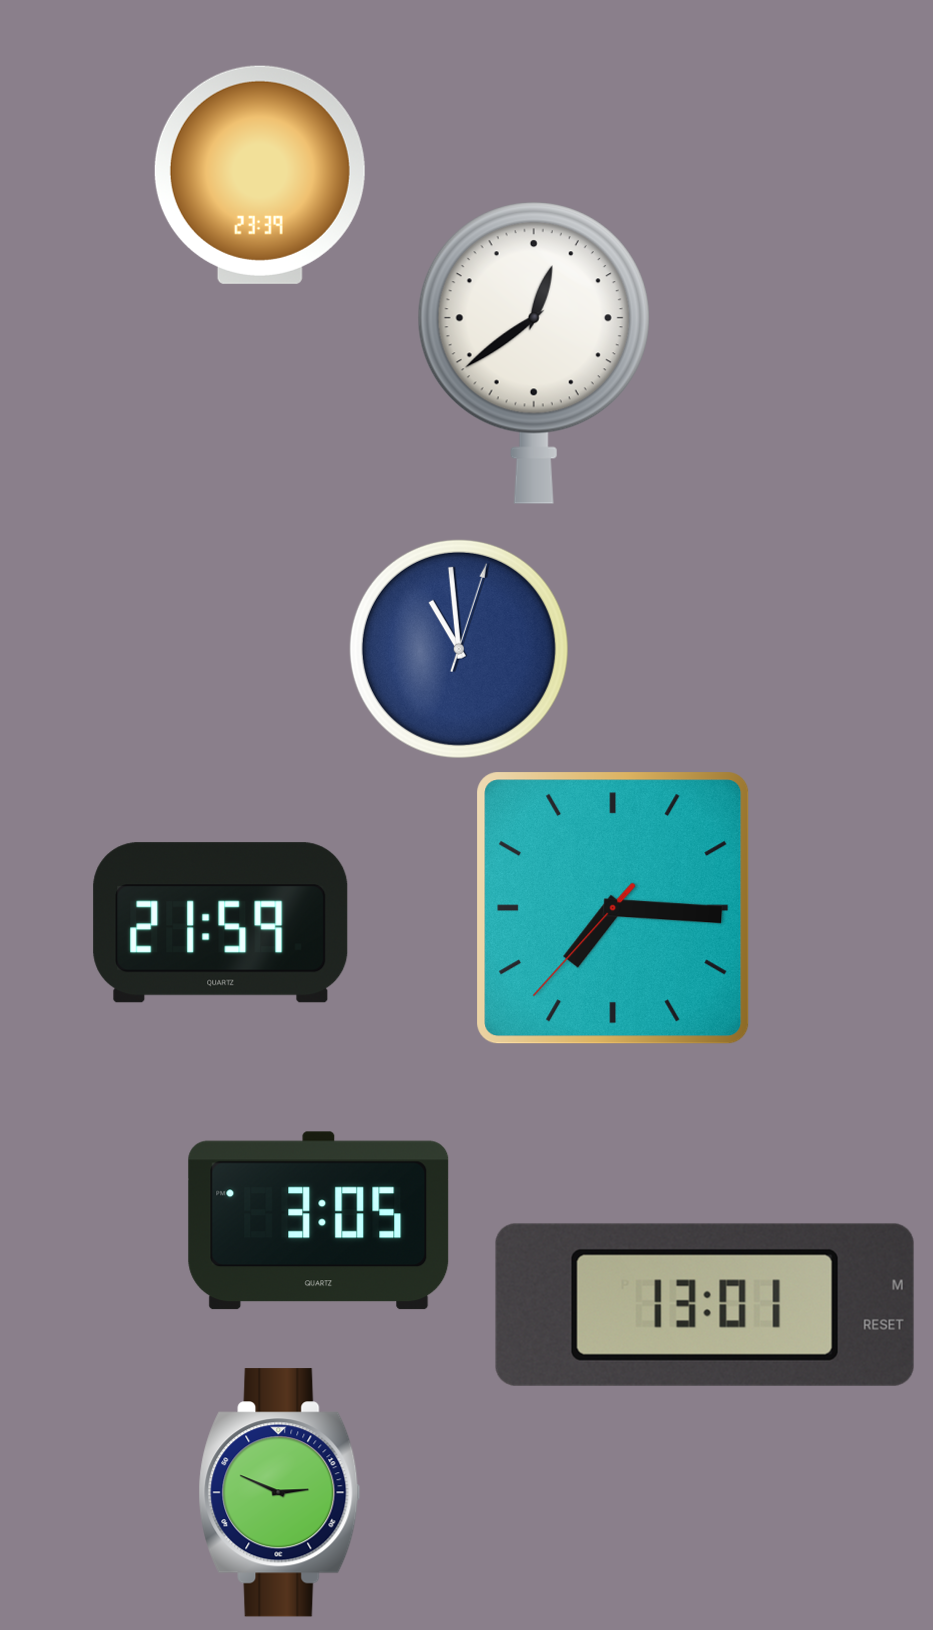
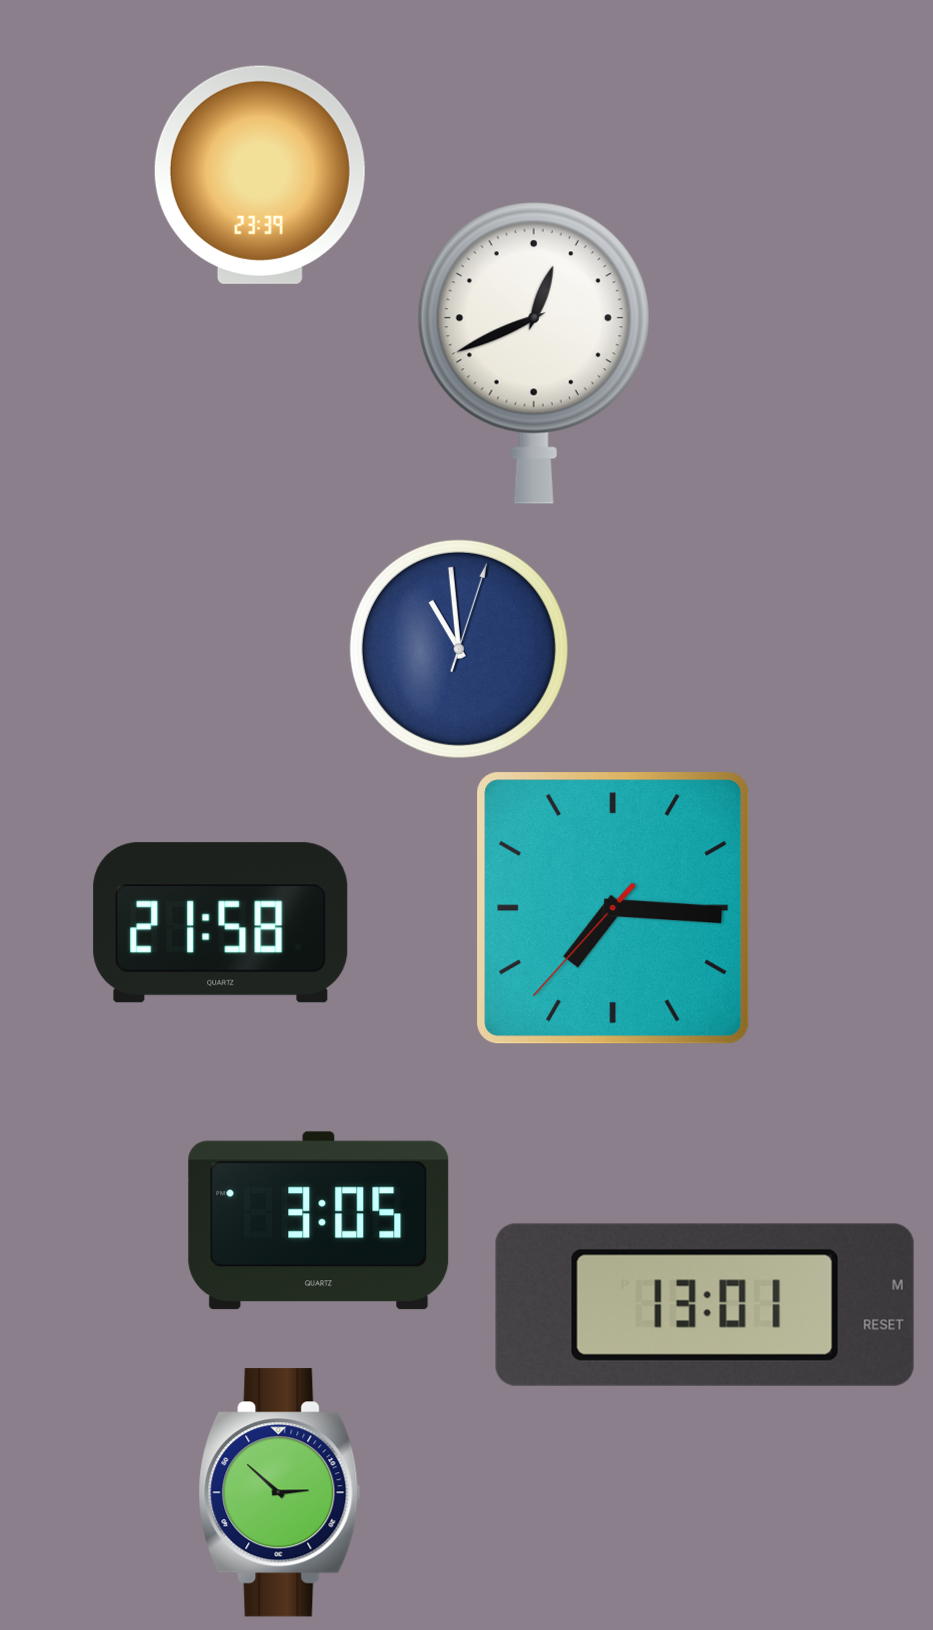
clock at (534, 353): 12:39 -> 12:41
clock at (221, 923): 21:59 -> 21:58
clock at (280, 1493): 2:49 -> 2:52
